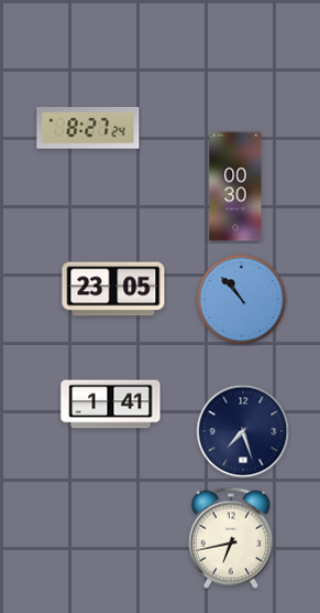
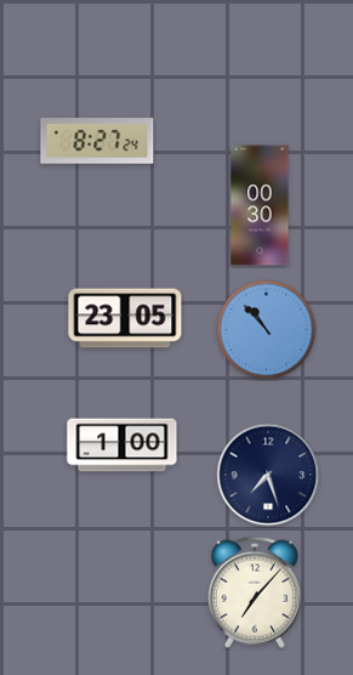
clock at (111, 405): 1:41 -> 1:00
clock at (231, 538): 6:43 -> 7:07
